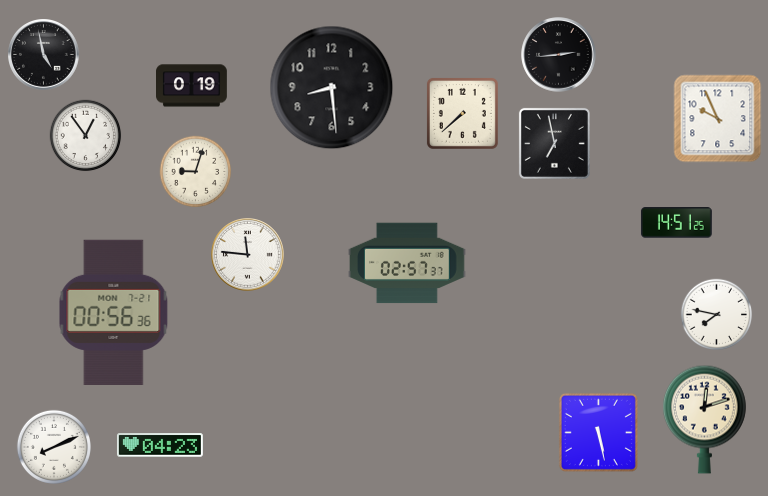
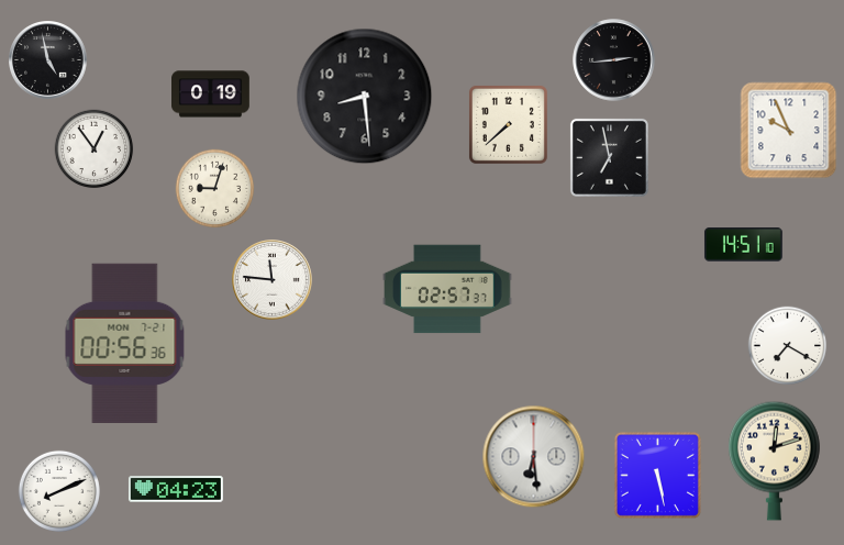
clock at (676, 223): 14:51:25 -> 14:51:10
clock at (717, 315): 7:47 -> 7:20
clock at (534, 457): none -> 6:29
